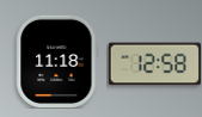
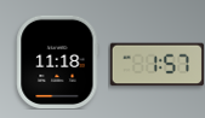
clock at (154, 64): 12:58 -> 1:57
